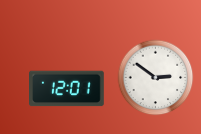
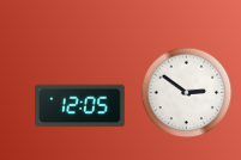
clock at (67, 89): 12:01 -> 12:05
